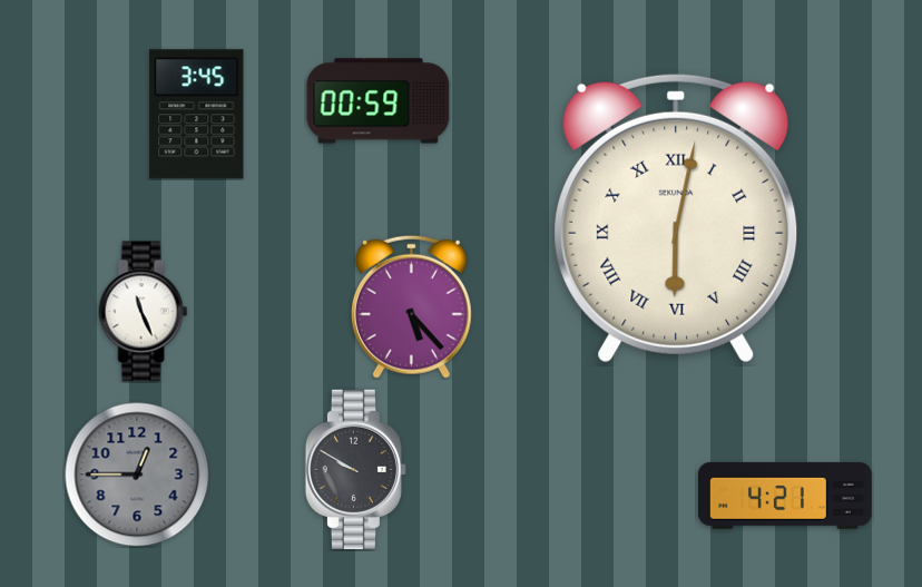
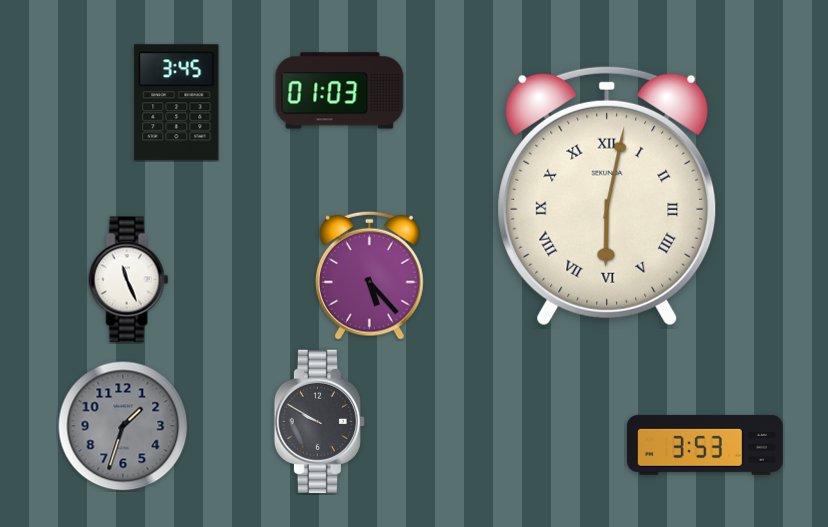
clock at (379, 101): 00:59 -> 01:03
clock at (137, 475): 12:45 -> 1:33
clock at (785, 496): 4:21 -> 3:53
